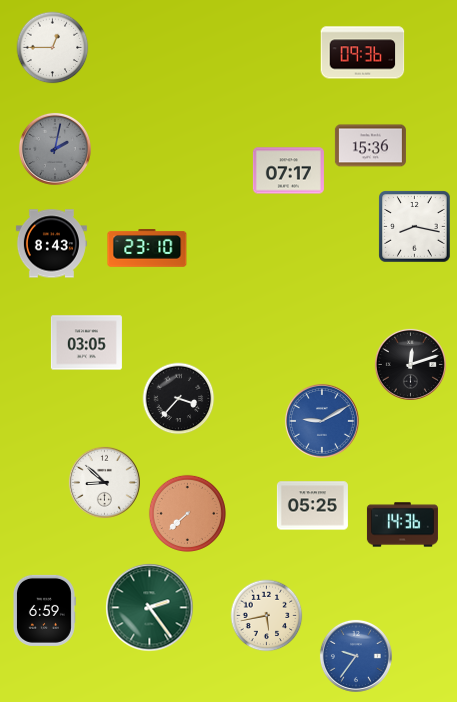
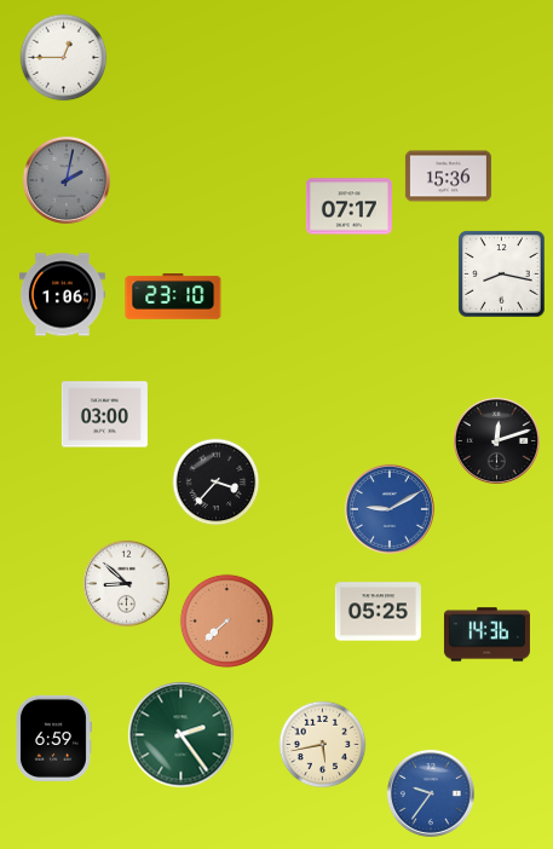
clock at (363, 53): 09:36 -> none
clock at (51, 244): 8:43 -> 1:06
clock at (147, 249) position: (147, 249) -> (173, 298)
clock at (86, 343): 03:05 -> 03:00
